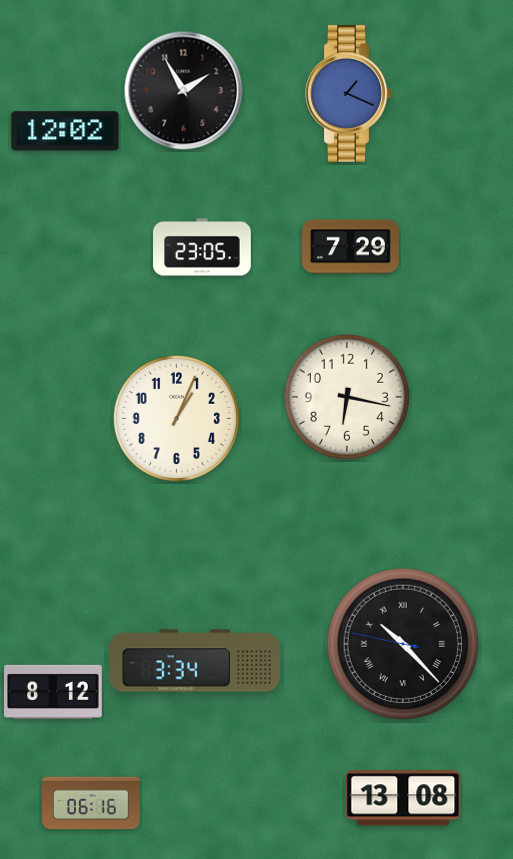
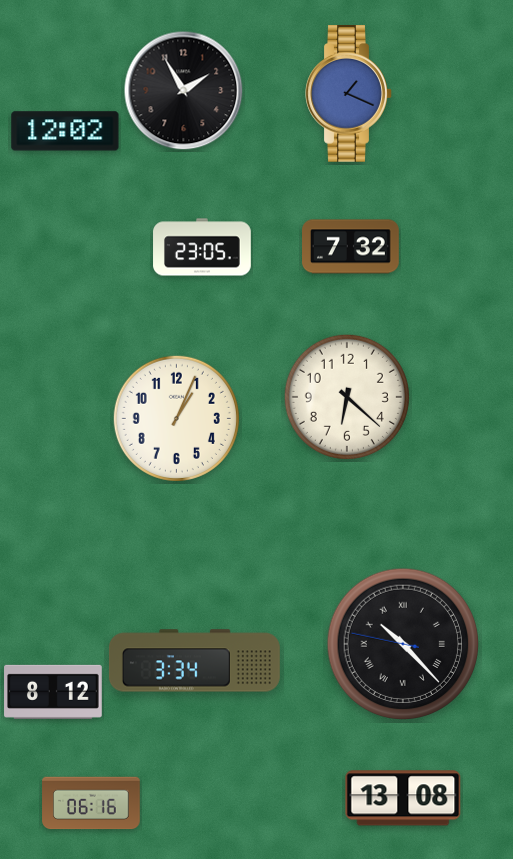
clock at (351, 247): 7:29 -> 7:32
clock at (347, 397): 6:17 -> 6:22
